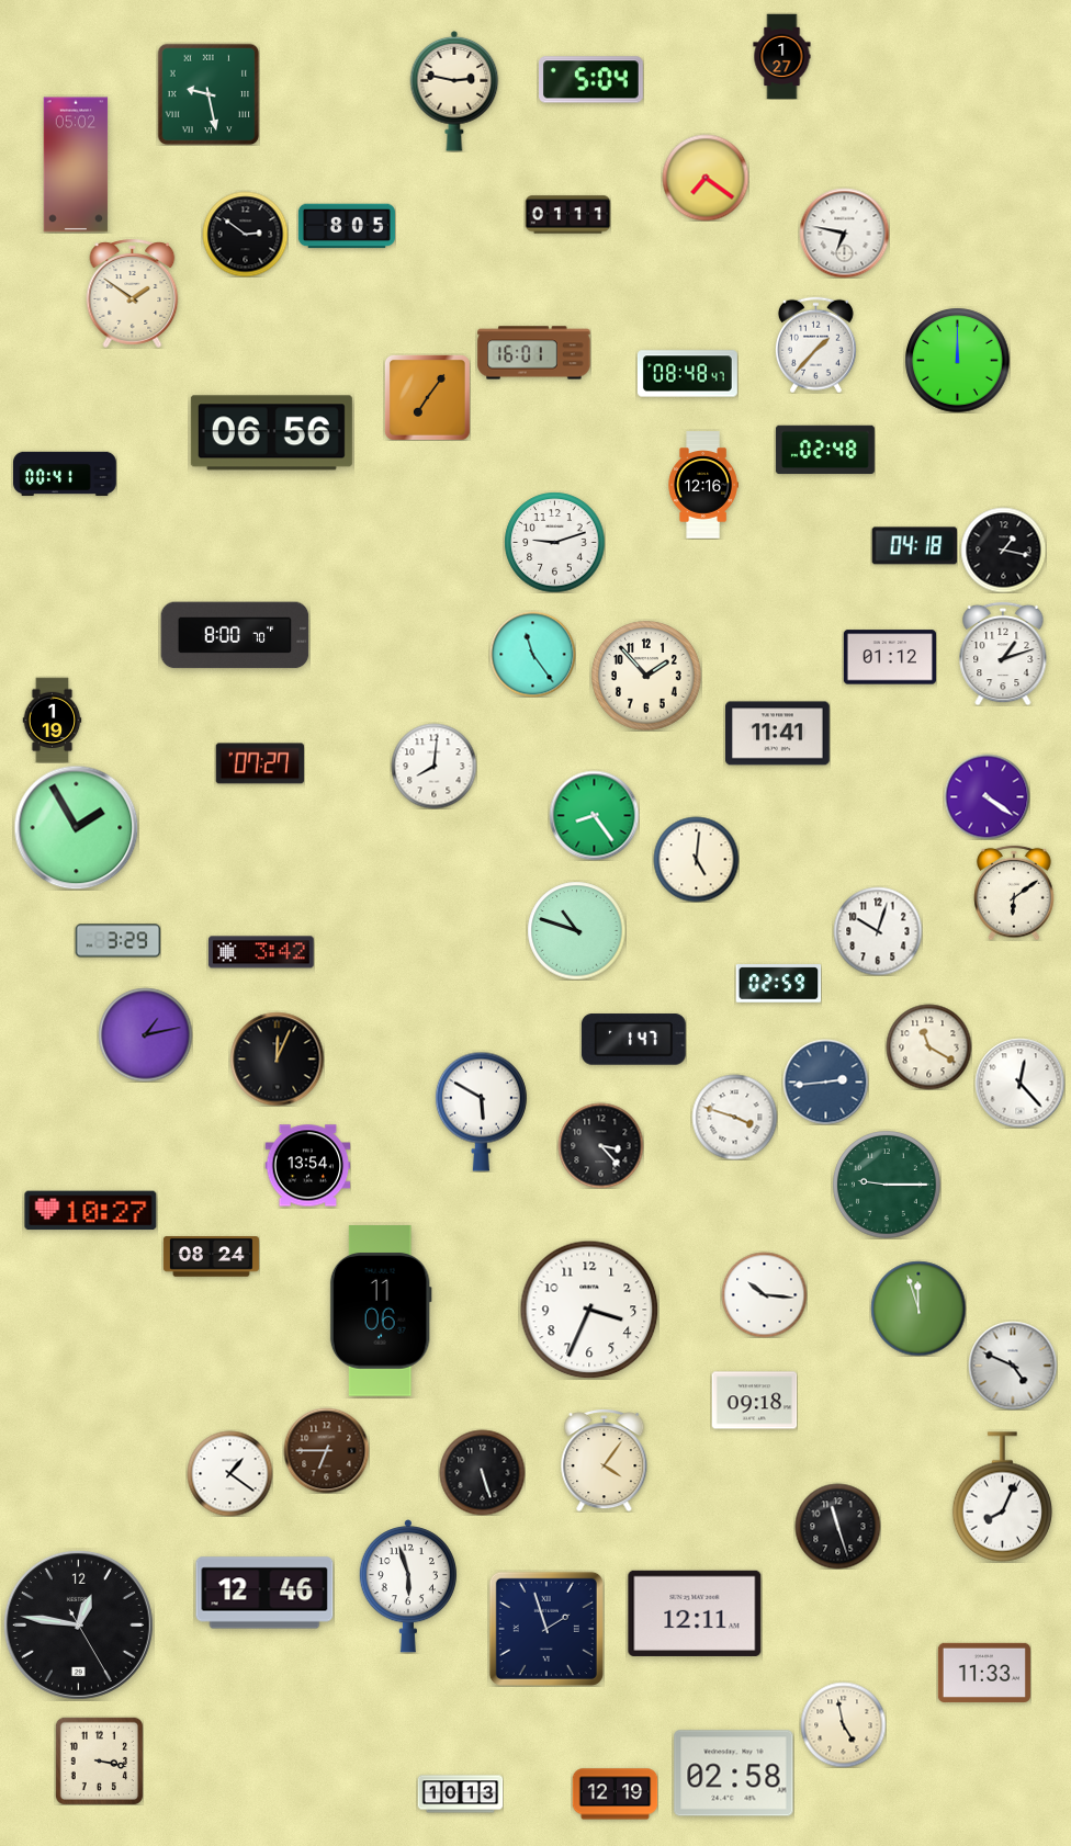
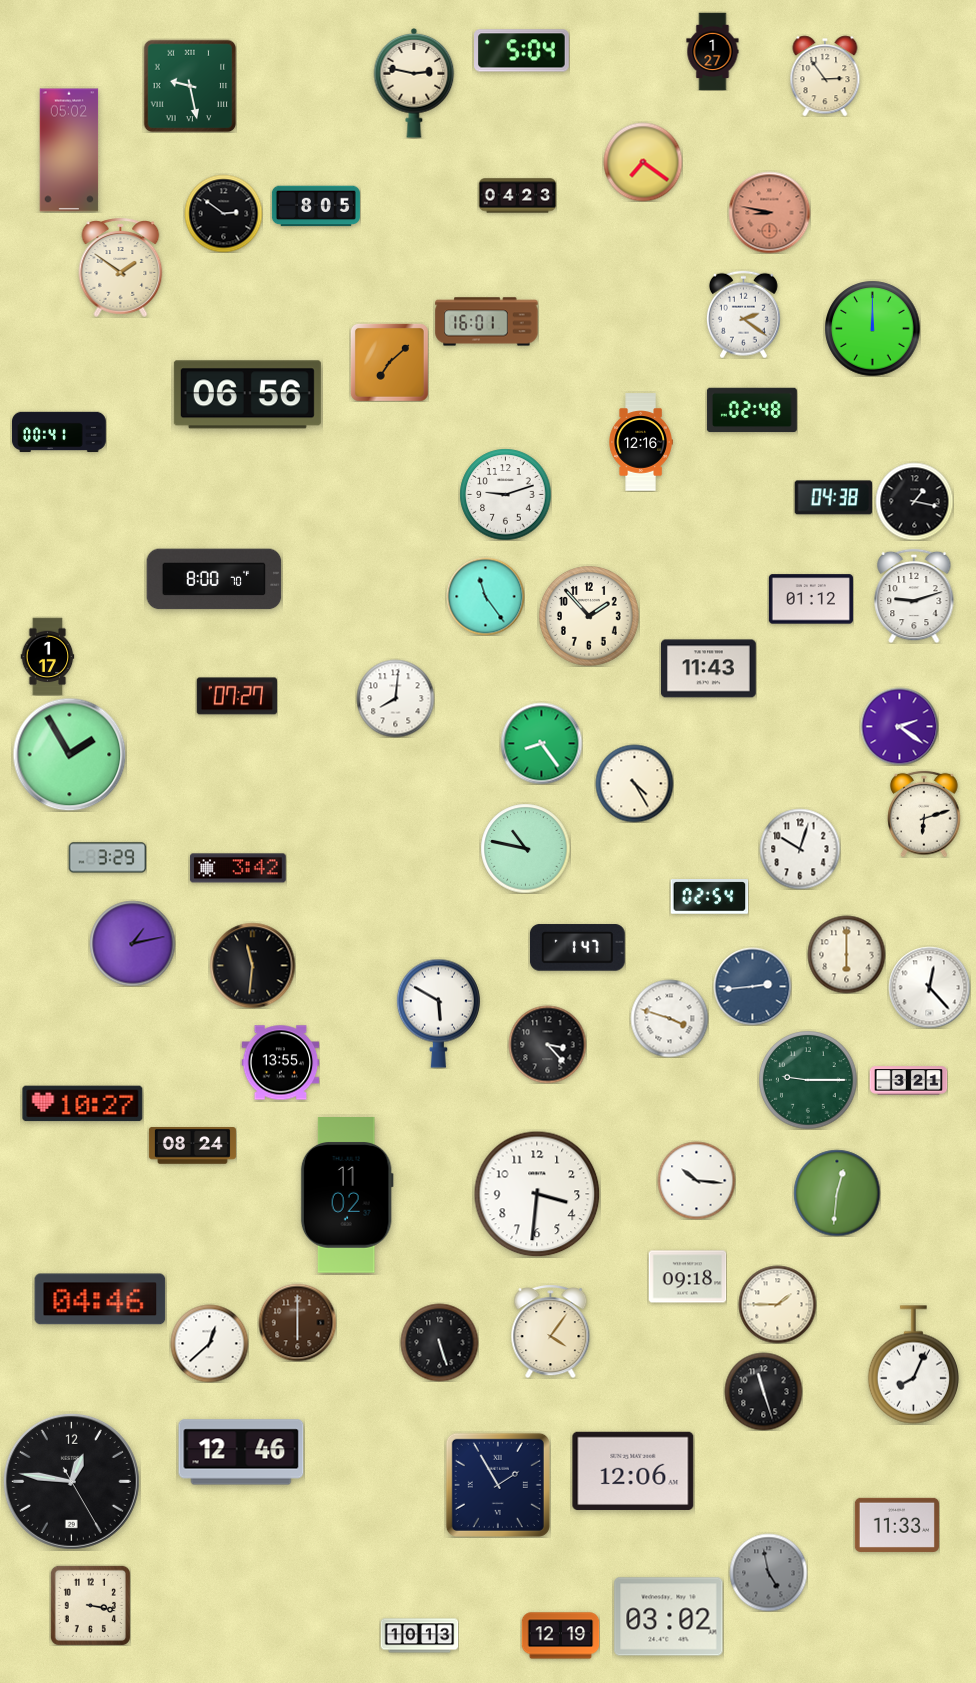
clock at (591, 80) position: (591, 80) -> (522, 51)
clock at (825, 76): none -> 2:54
clock at (567, 215): 01:11 -> 04:23
clock at (844, 233): 6:47 -> 8:47
clock at (844, 233) dial: white -> salmon
clock at (815, 344): 1:37 -> 2:21
clock at (687, 374): 08:48 -> none
clock at (427, 397): 7:06 -> 7:08
clock at (914, 546): 04:18 -> 04:38
clock at (1003, 654): 1:12 -> 9:12
clock at (53, 720): 1:19 -> 1:17
clock at (778, 734): 11:41 -> 11:43
clock at (987, 796): 4:21 -> 2:21
clock at (696, 859): 5:01 -> 4:25
clock at (1014, 893): 6:09 -> 6:12
clock at (576, 930): 10:48 -> 10:47
clock at (778, 984): 02:59 -> 02:54
clock at (928, 1046): 11:20 -> 6:00
clock at (277, 1058): 12:04 -> 11:31
clock at (307, 1166): 13:54 -> 13:55
clock at (908, 1081): none -> 3:21
clock at (918, 1309): 11:57 -> 12:31
clock at (589, 1310): 3:34 -> 3:31
clock at (381, 1312): 11:06 -> 11:02
clock at (1013, 1366): 4:49 -> none
clock at (100, 1299): none -> 04:46
clock at (777, 1304): none -> 1:45
clock at (326, 1450): 6:45 -> 6:00
clock at (229, 1473): 1:21 -> 12:38
clock at (407, 1587): 5:57 -> none
clock at (695, 1613): 12:11 -> 12:06
clock at (546, 1629): 1:57 -> 1:55
clock at (843, 1724) dial: cream -> grey
clock at (734, 1774): 02:58 -> 03:02
